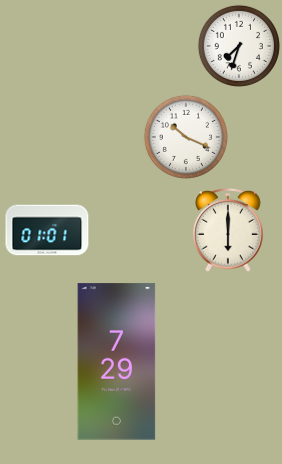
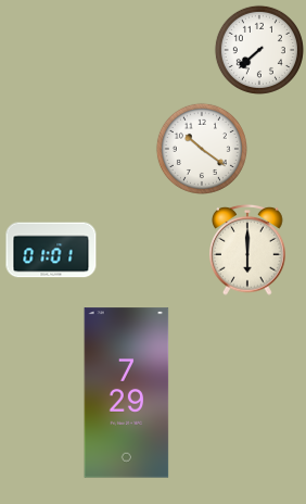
clock at (239, 46): 7:33 -> 7:38
clock at (186, 137): 10:19 -> 10:21
